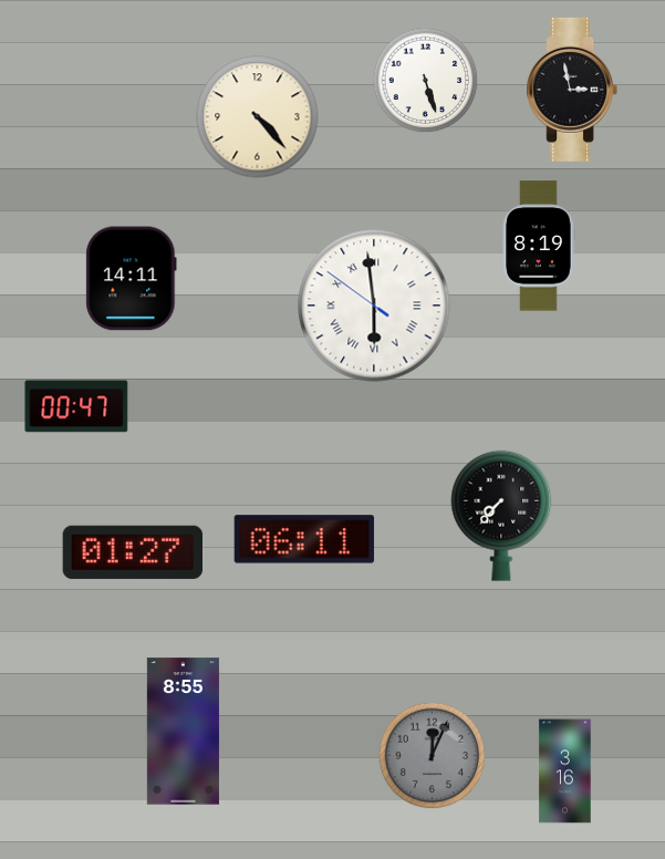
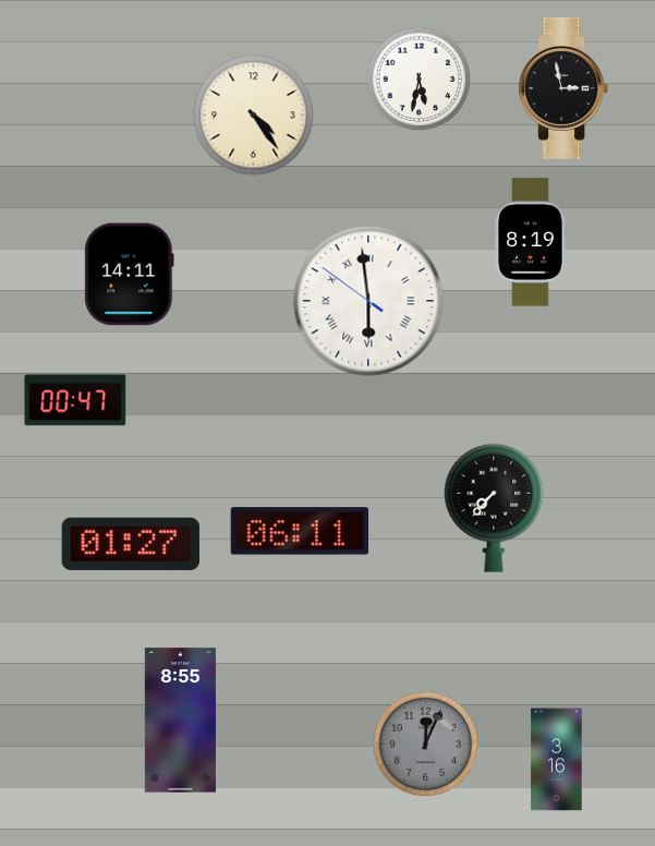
clock at (426, 81): 5:27 -> 5:32
clock at (258, 117): 4:23 -> 4:24
